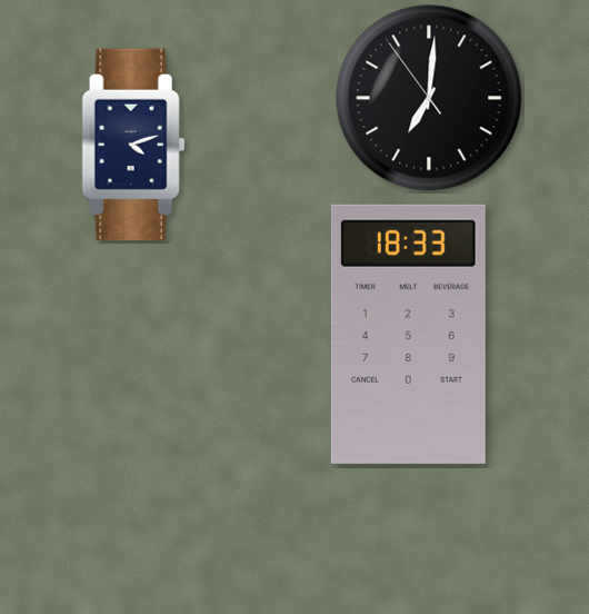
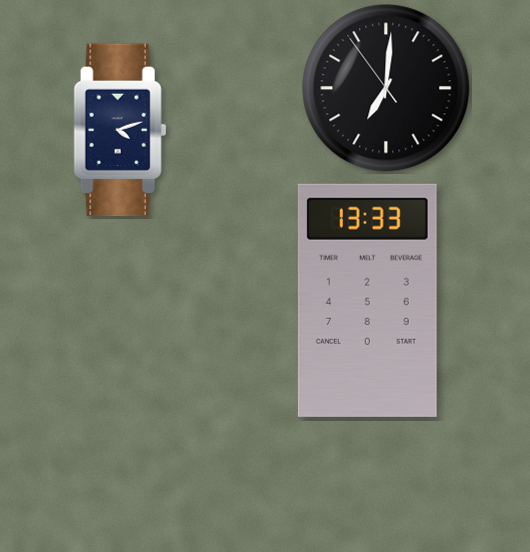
clock at (408, 334): 18:33 -> 13:33
